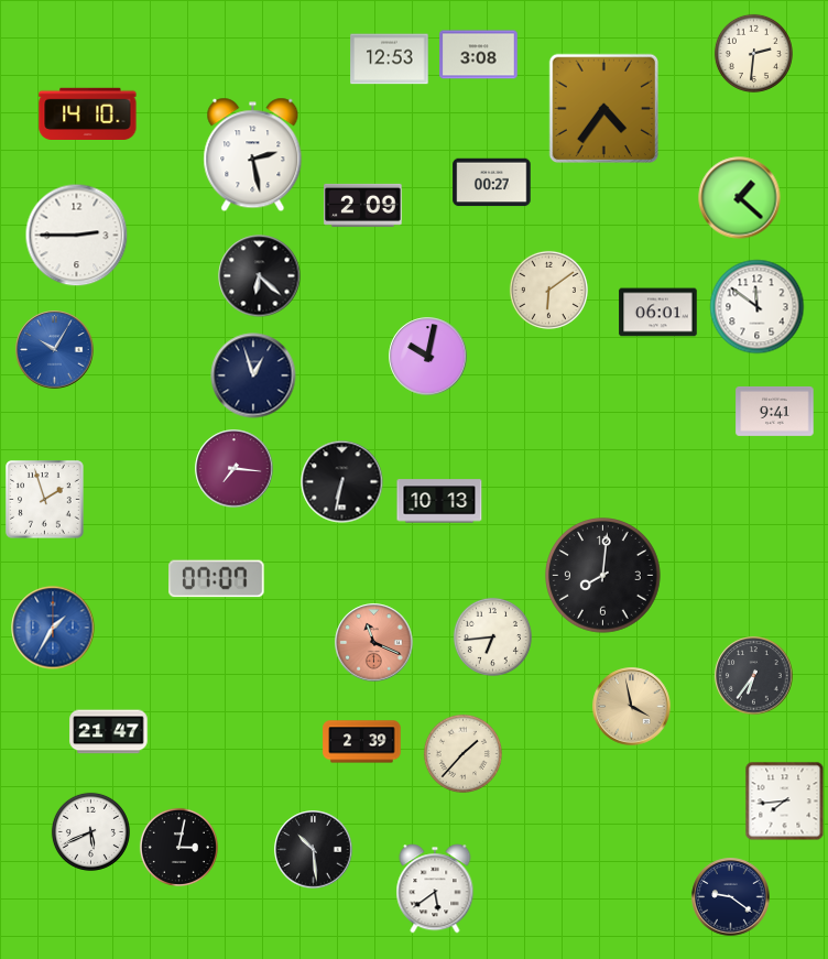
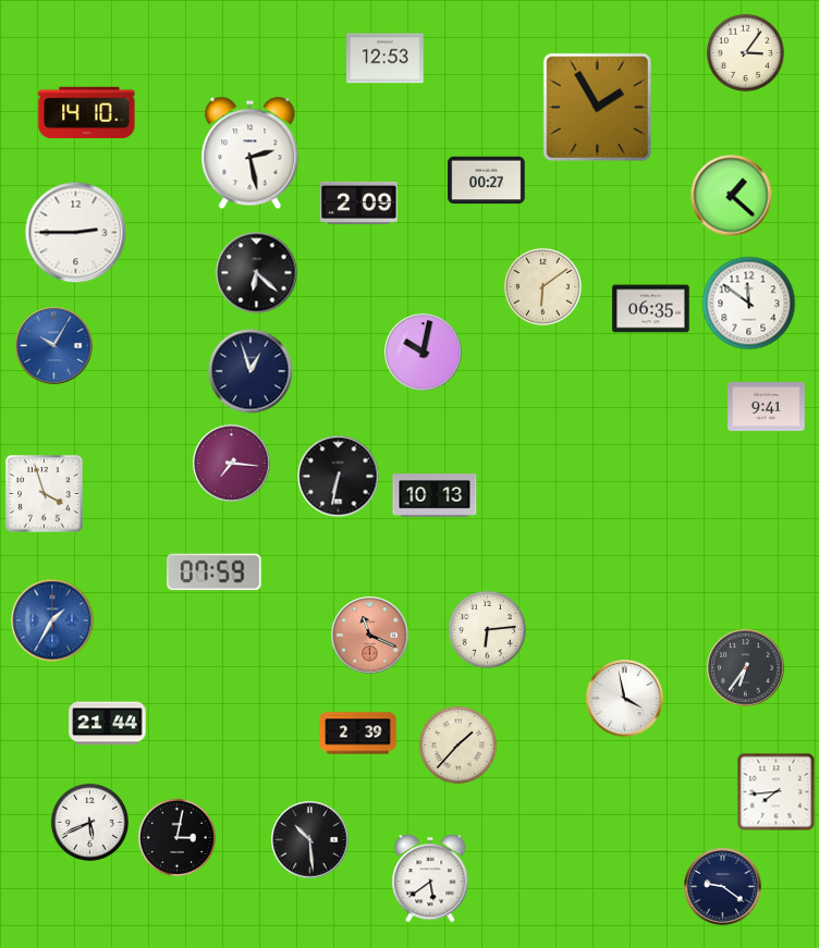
clock at (753, 53): 2:31 -> 3:06
clock at (479, 55): 3:08 -> none
clock at (604, 109): 4:36 -> 1:55
clock at (658, 313): 06:01 -> 06:35
clock at (45, 500): 1:57 -> 3:57
clock at (603, 576): 8:01 -> none
clock at (217, 579): 07:07 -> 07:59
clock at (492, 636): 6:44 -> 6:14
clock at (632, 707) dial: champagne -> white
clock at (109, 732): 21:47 -> 21:44
